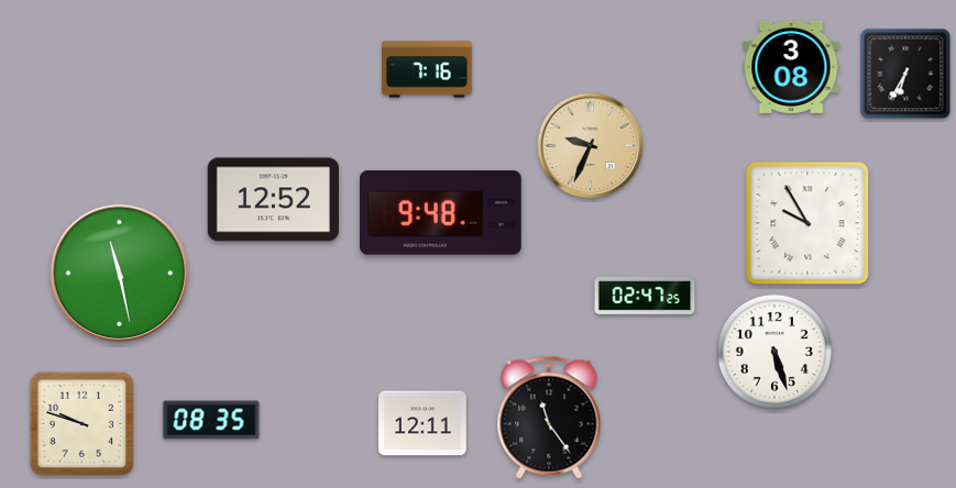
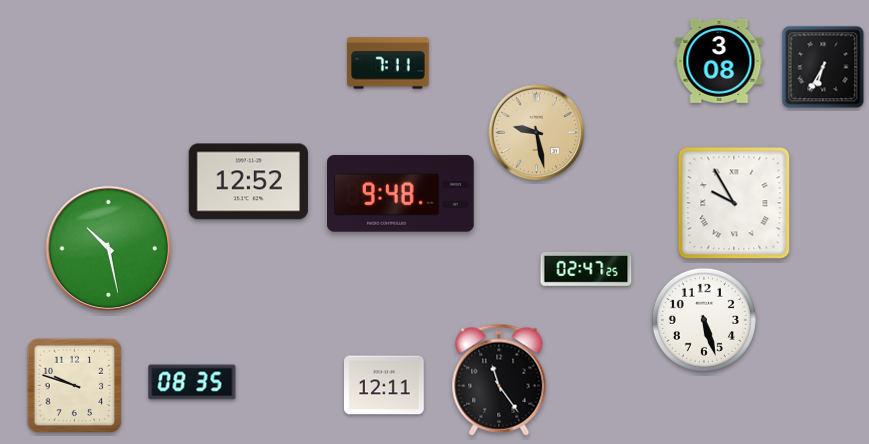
clock at (427, 69): 7:16 -> 7:11
clock at (591, 146): 9:34 -> 9:28
clock at (119, 273): 11:28 -> 10:28
